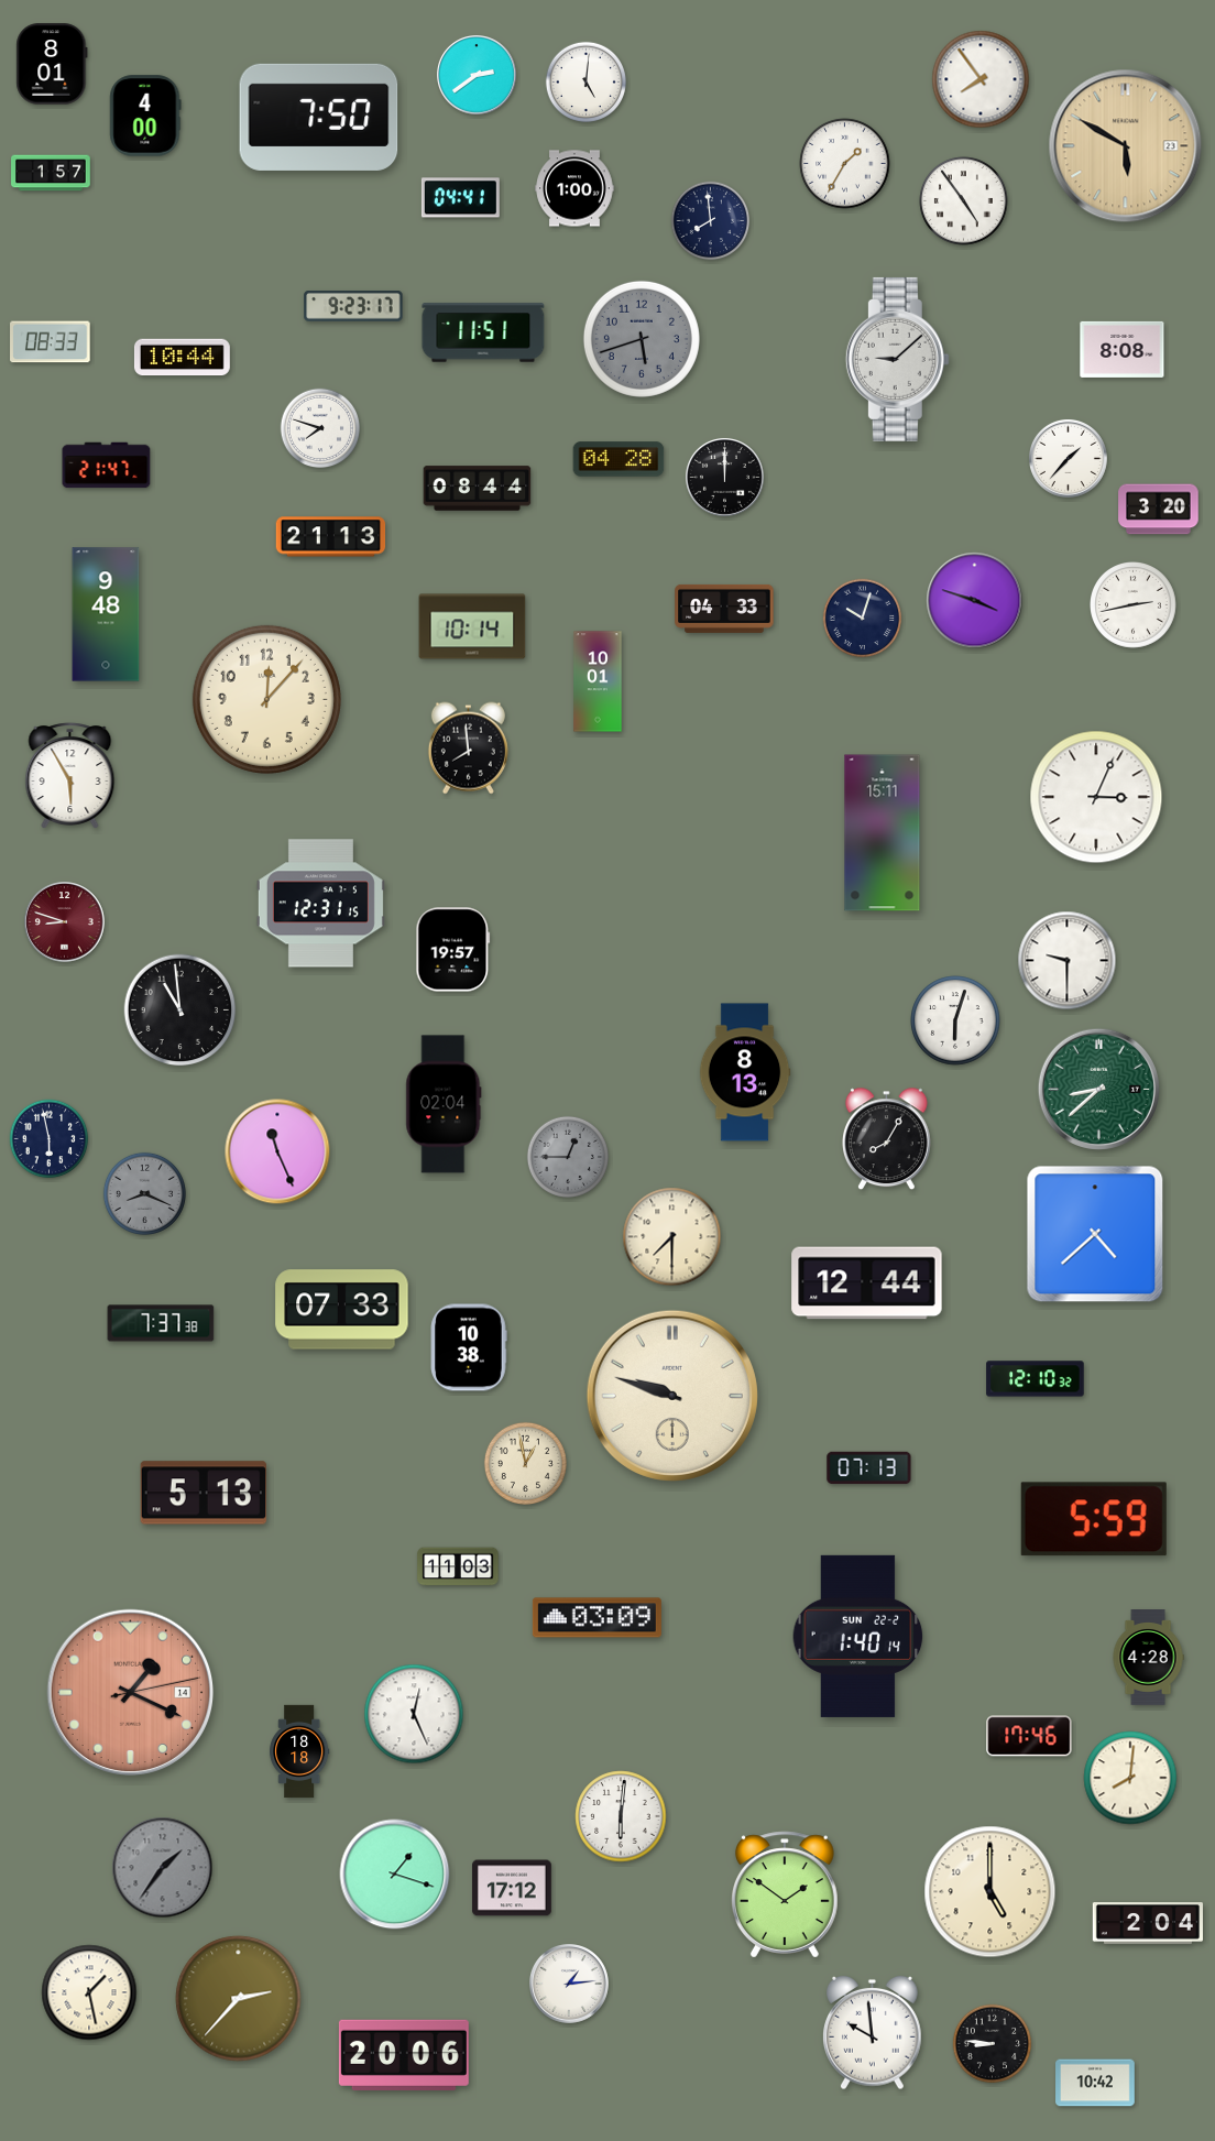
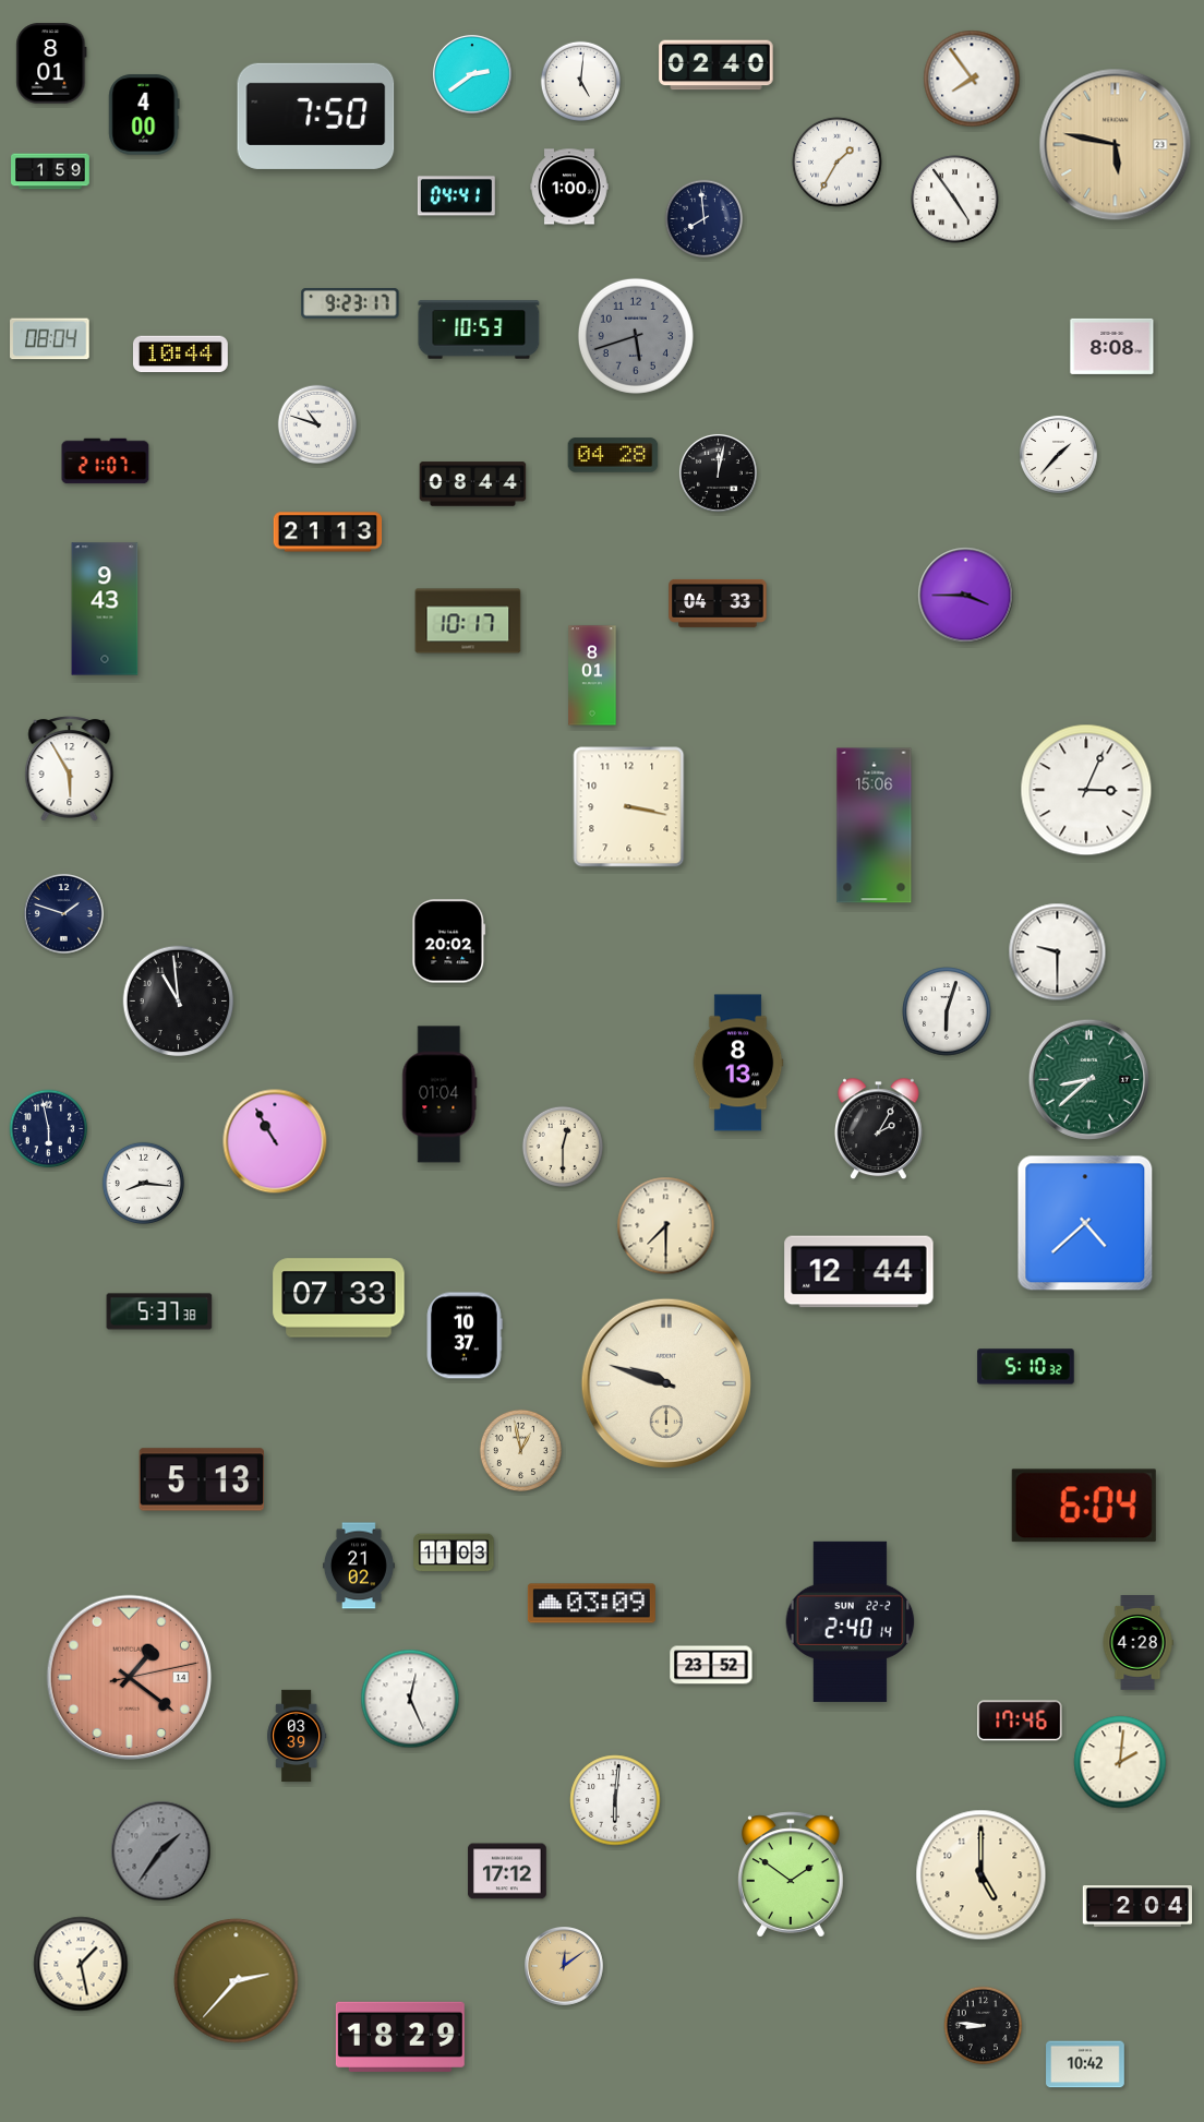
clock at (717, 65): none -> 02:40
clock at (1126, 146): 5:50 -> 5:47
clock at (51, 173): 1:57 -> 1:59
clock at (483, 332): 11:51 -> 10:53
clock at (51, 342): 08:33 -> 08:04
clock at (897, 359): 9:08 -> none
clock at (320, 428): 7:48 -> 10:48
clock at (107, 466): 21:47 -> 21:07
clock at (724, 477): 12:00 -> 12:02
clock at (1159, 510): 3:20 -> none
clock at (975, 601): 3:48 -> 3:45
clock at (1134, 605): 2:43 -> none
clock at (106, 614): 9:48 -> 9:43
clock at (863, 619): 10:03 -> none
clock at (472, 626): 10:14 -> 10:17
clock at (598, 681): 10:01 -> 8:01
clock at (266, 699): 12:07 -> none
clock at (468, 749): 7:59 -> none
clock at (629, 807): none -> 3:17
clock at (883, 833): 15:11 -> 15:06
clock at (320, 904): 12:31 -> none
clock at (65, 922): 8:48 -> 1:48
clock at (65, 922) dial: burgundy -> navy
clock at (453, 950): 19:57 -> 20:02
clock at (444, 1104): 02:04 -> 01:04
clock at (887, 1139): 8:05 -> 2:05
clock at (277, 1151): 11:26 -> 10:55
clock at (567, 1156): 12:45 -> 12:30
clock at (567, 1156) dial: grey -> cream
clock at (144, 1193): 8:19 -> 8:16
clock at (144, 1193) dial: grey -> white
clock at (161, 1323): 7:37 -> 5:37
clock at (469, 1347): 10:38 -> 10:37
clock at (1036, 1379): 12:10 -> 5:10
clock at (869, 1468): 07:13 -> none
clock at (1094, 1519): 5:59 -> 6:04
clock at (359, 1566): none -> 21:02
clock at (858, 1636): 1:40 -> 2:40
clock at (711, 1665): none -> 23:52
clock at (131, 1693): 1:19 -> 1:21
clock at (299, 1751): 18:18 -> 03:39
clock at (1130, 1778): 8:01 -> 2:01
clock at (395, 1875): 1:18 -> none
clock at (786, 1894) position: (786, 1894) -> (792, 1874)
clock at (570, 1985): 1:14 -> 12:09
clock at (570, 1985) dial: white -> champagne
clock at (89, 1992) position: (89, 1992) -> (81, 1964)
clock at (873, 2033): 9:59 -> none
clock at (404, 2055): 20:06 -> 18:29
